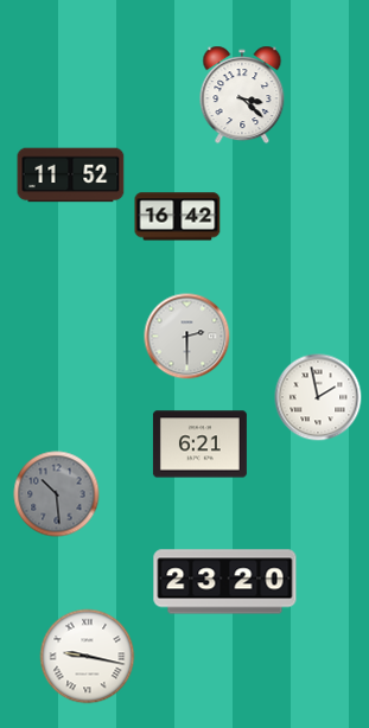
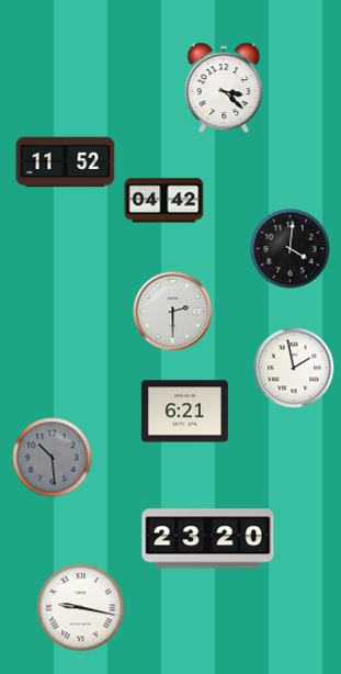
clock at (178, 217): 16:42 -> 04:42
clock at (291, 249): none -> 4:01
